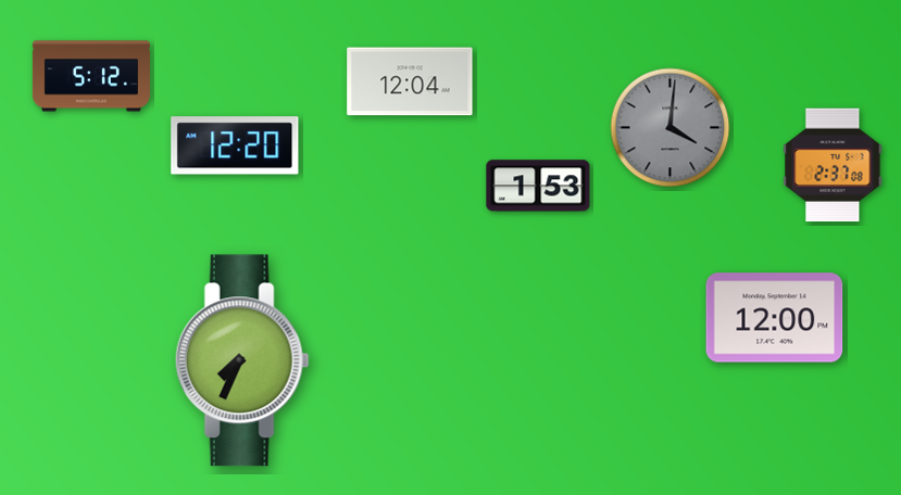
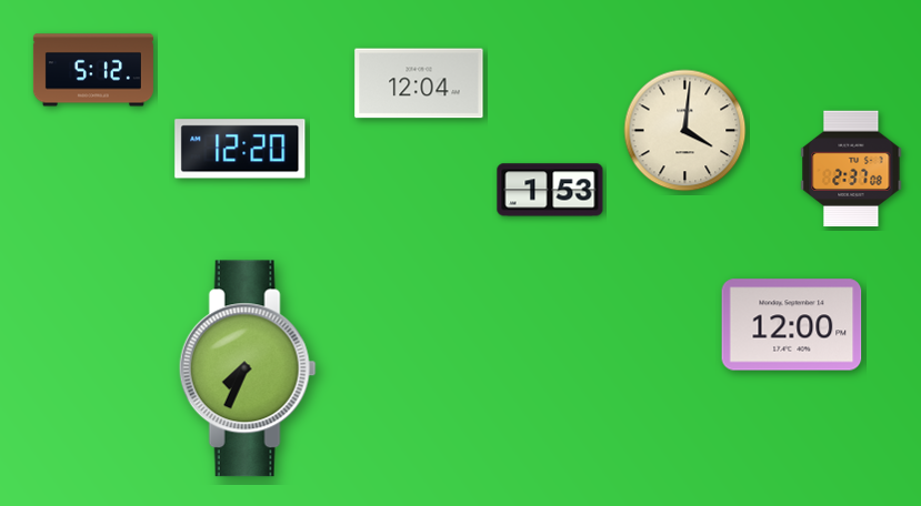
clock at (91, 76) position: (91, 76) -> (93, 70)
clock at (671, 128) dial: grey -> cream
